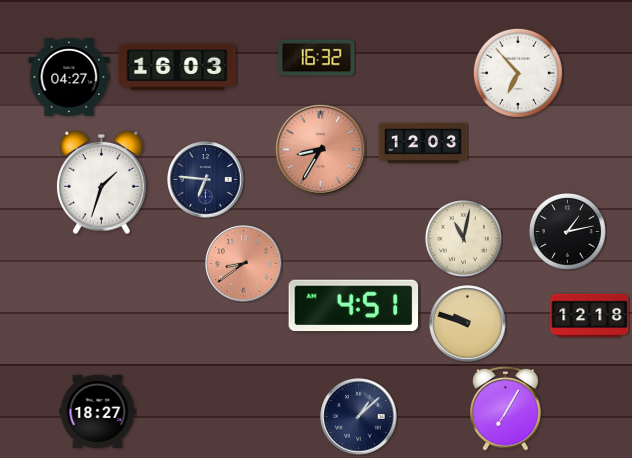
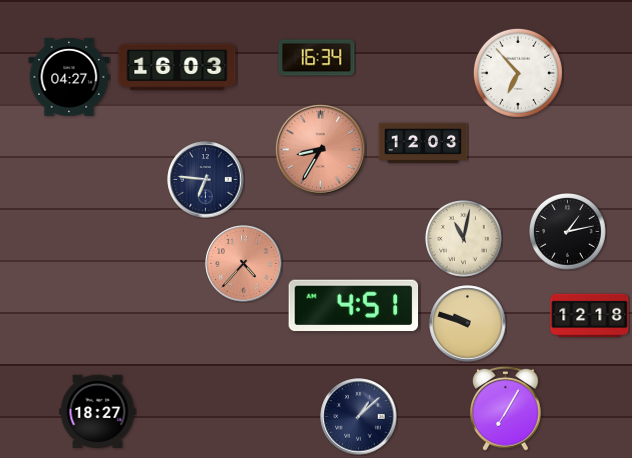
clock at (317, 58): 16:32 -> 16:34
clock at (102, 183): 1:33 -> none
clock at (244, 264): 8:39 -> 4:37
